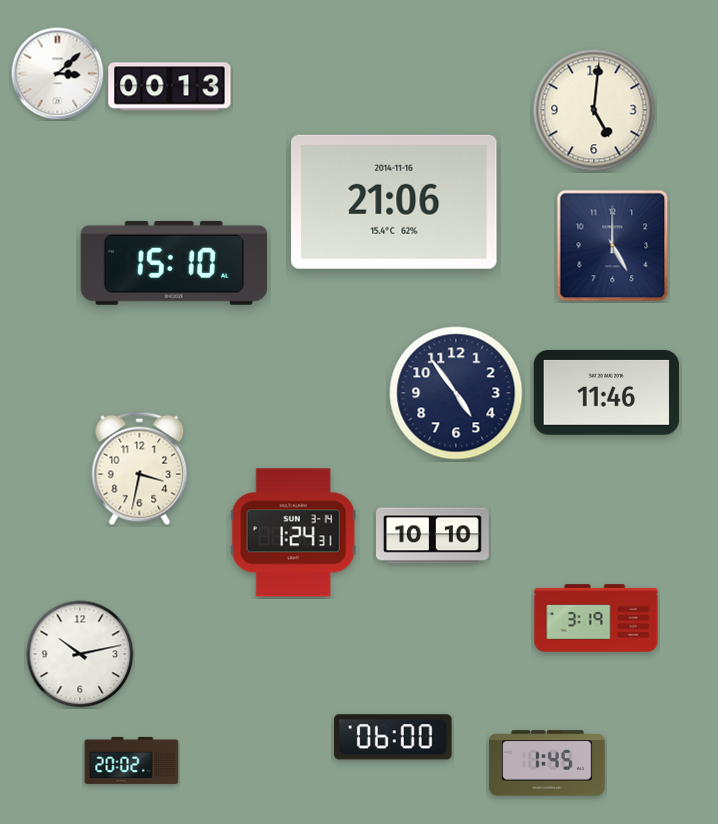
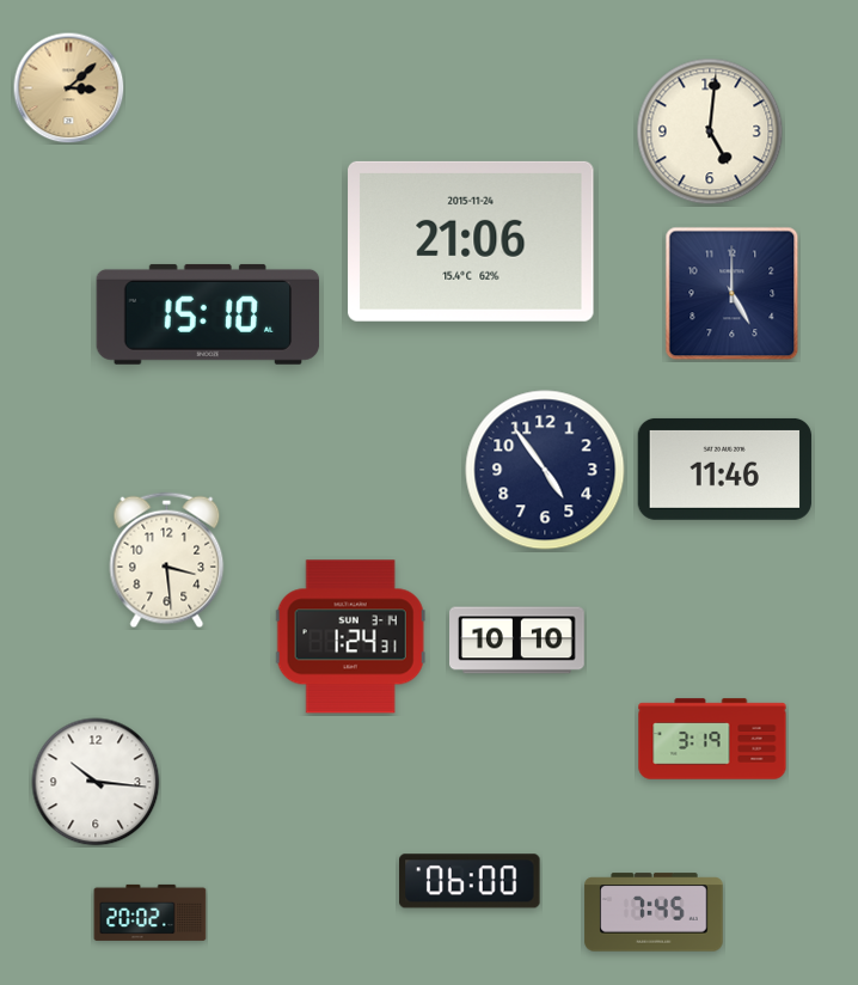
clock at (57, 73) dial: white -> champagne
clock at (170, 87): 00:13 -> none
clock at (394, 202) date: 2014-11-16 -> 2015-11-24
clock at (140, 469): 3:32 -> 3:29
clock at (80, 654): 10:13 -> 10:16
clock at (132, 760) position: (132, 760) -> (151, 912)
clock at (547, 763): 1:45 -> 7:45
